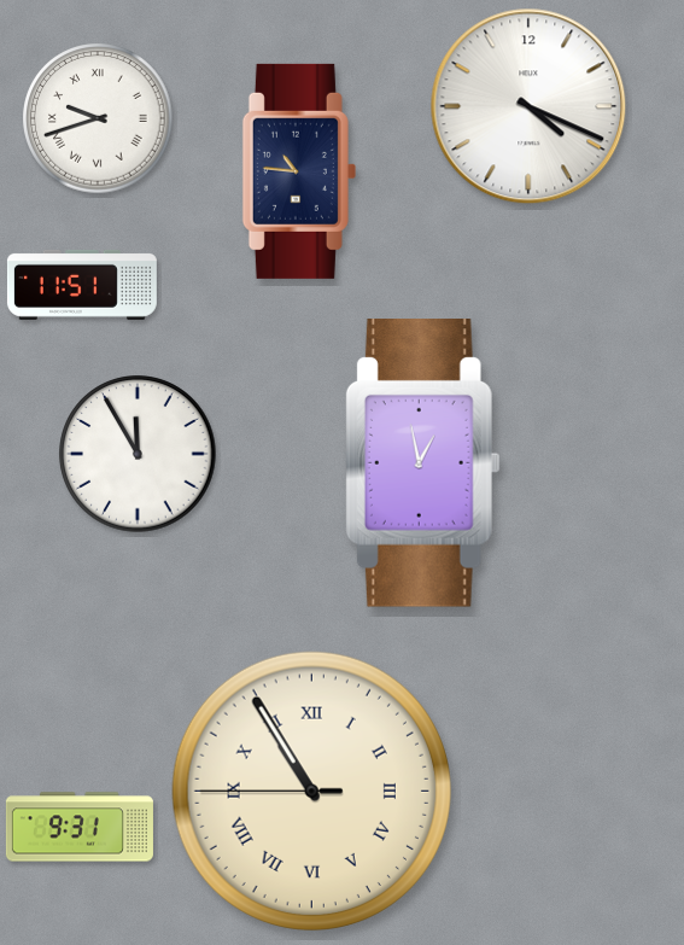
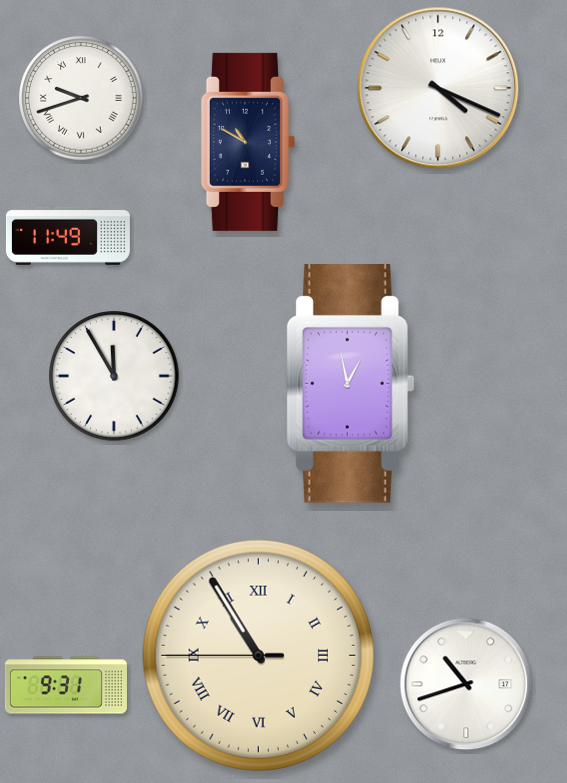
clock at (299, 171): 10:46 -> 10:50
clock at (82, 285): 11:51 -> 11:49
clock at (466, 684): none -> 10:42
